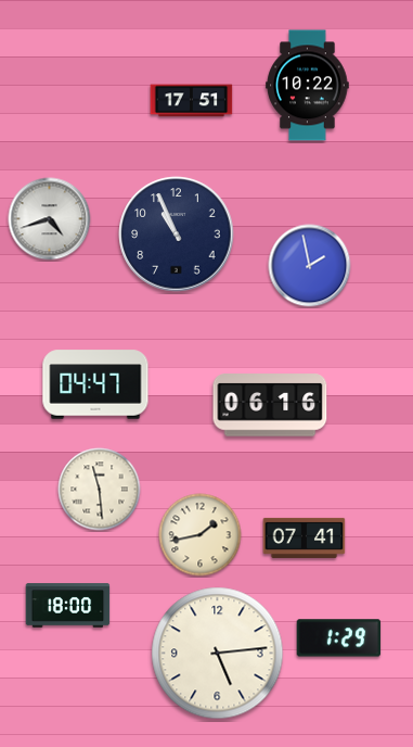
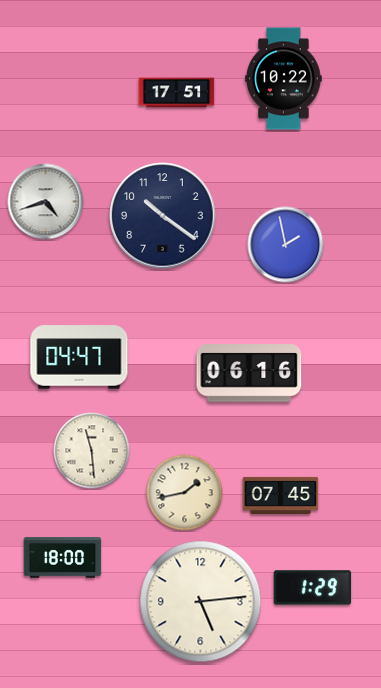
clock at (177, 235): 10:56 -> 10:21
clock at (95, 384) position: (95, 384) -> (79, 357)
clock at (305, 537): 07:41 -> 07:45
